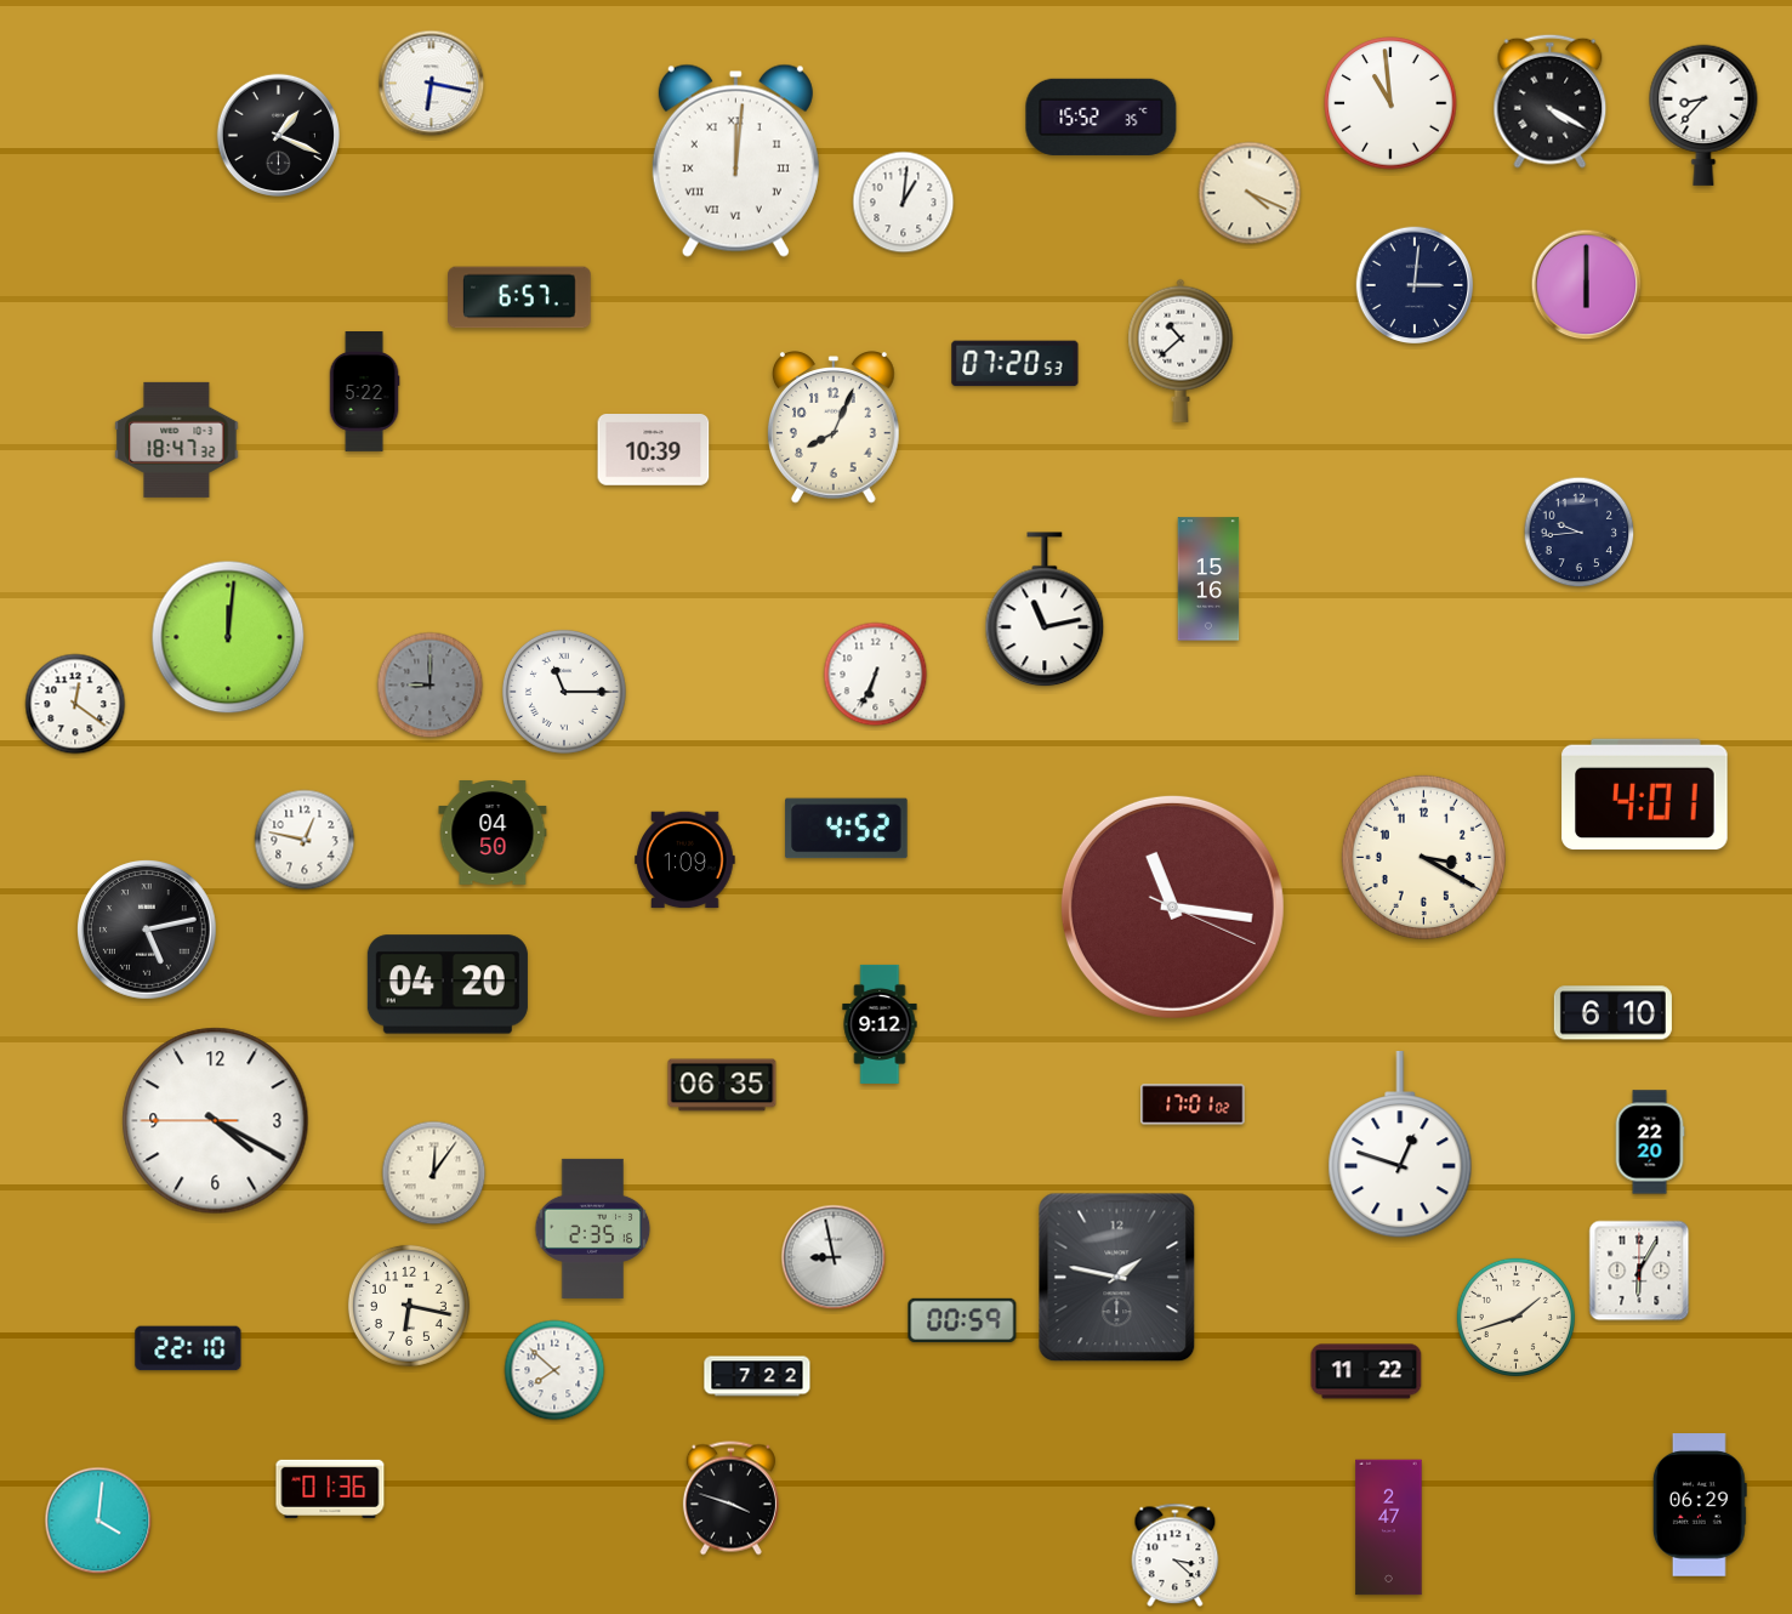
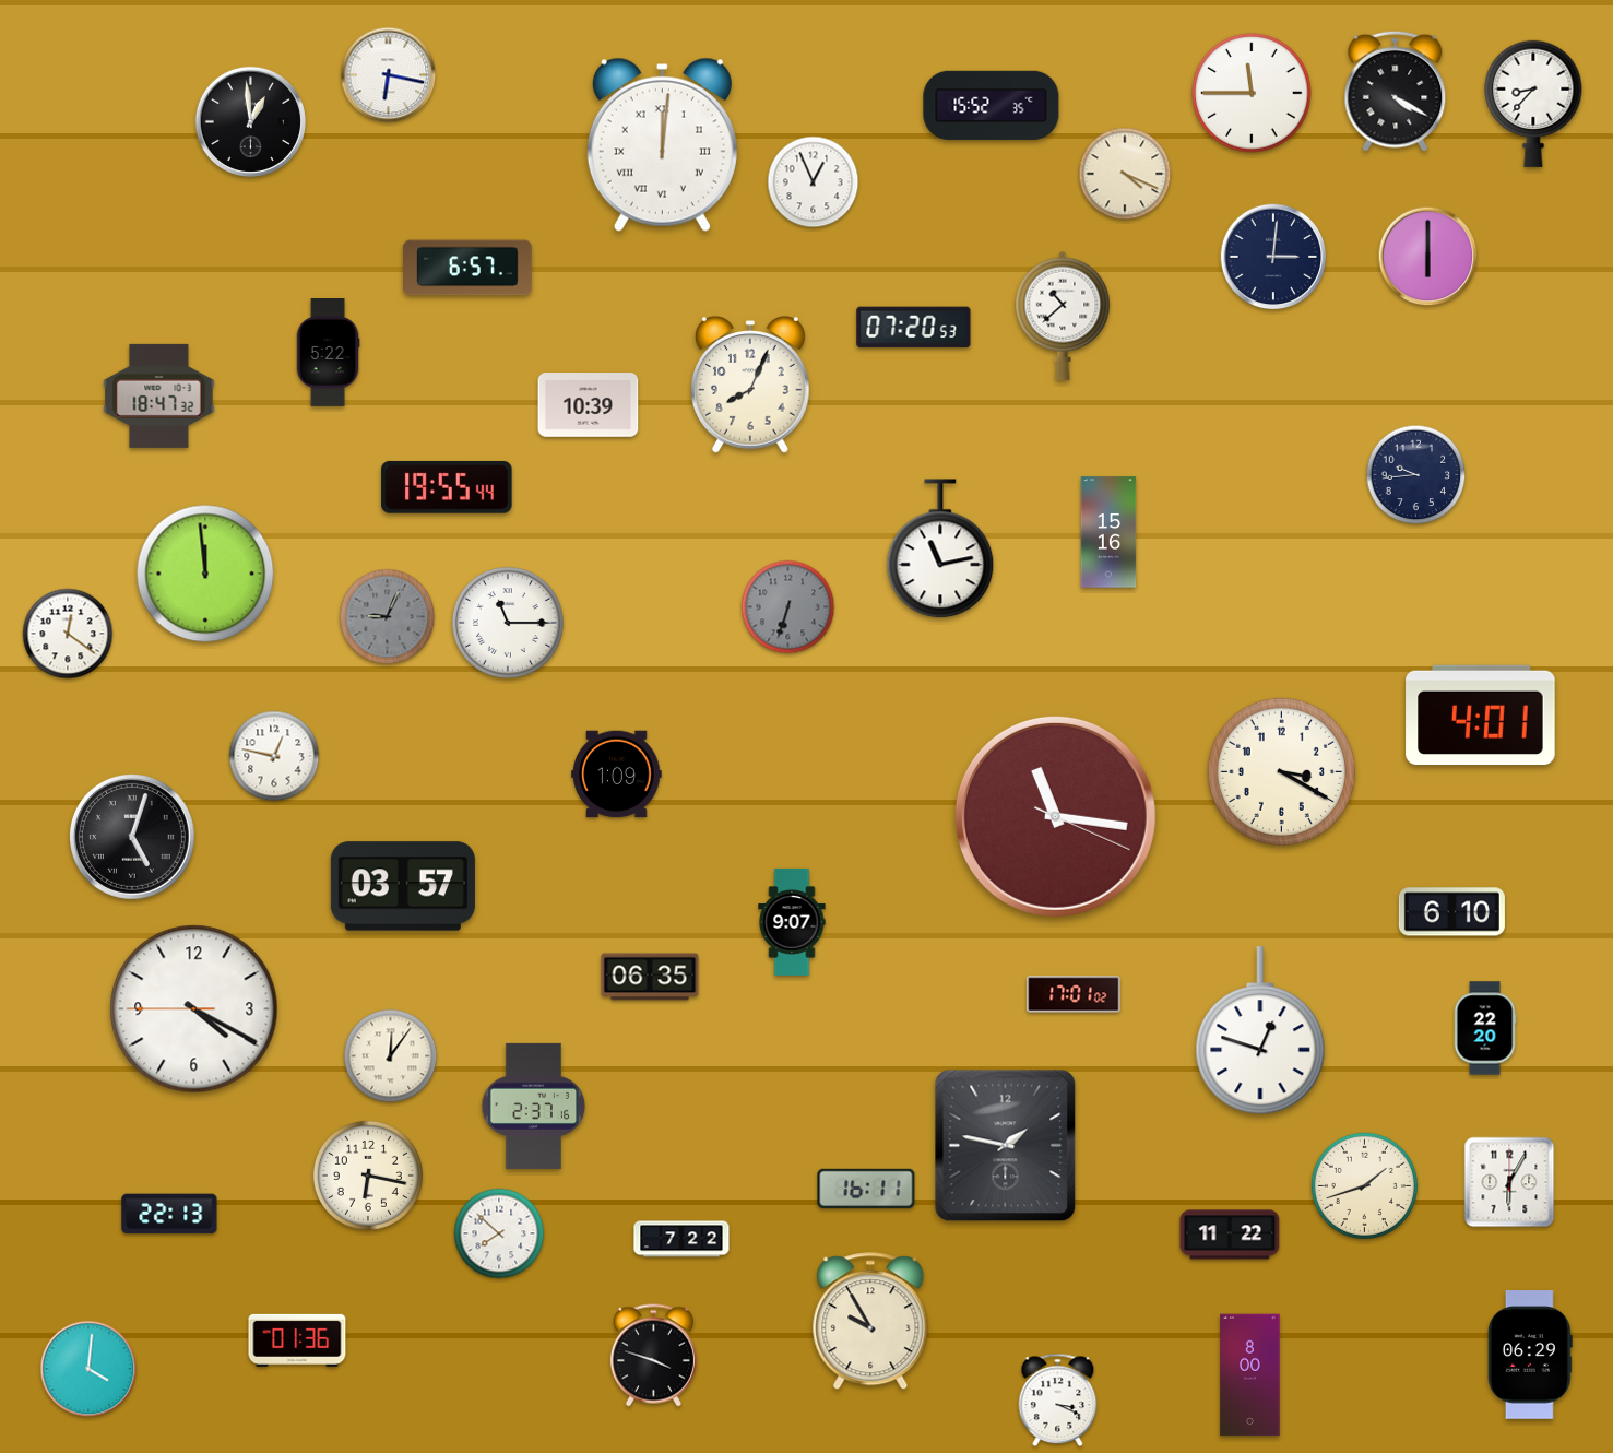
clock at (1390, 103): 10:59 -> 11:45
clock at (278, 135): 1:19 -> 12:59
clock at (904, 203): 1:01 -> 12:56
clock at (1580, 533) position: (1580, 533) -> (1416, 475)
clock at (447, 487): none -> 19:55
clock at (1208, 579) position: (1208, 579) -> (1108, 532)
clock at (228, 637): 12:01 -> 11:59
clock at (876, 675): 6:34 -> 6:33
clock at (876, 675) dial: white -> grey
clock at (431, 686): 9:00 -> 9:04
clock at (847, 829): 4:52 -> none
clock at (493, 834): 04:50 -> none
clock at (147, 930): 5:13 -> 5:03
clock at (448, 984): 04:20 -> 03:57
clock at (880, 1024): 9:12 -> 9:07
clock at (593, 1228): 2:35 -> 2:37
clock at (834, 1257): 8:58 -> none
clock at (1639, 1271) position: (1639, 1271) -> (1509, 1182)
clock at (1117, 1278) position: (1117, 1278) -> (1006, 1146)
clock at (962, 1319): 00:59 -> 16:11
clock at (188, 1348): 22:10 -> 22:13
clock at (870, 1322): none -> 9:55
clock at (730, 1499) position: (730, 1499) -> (653, 1356)
clock at (1389, 1528): 2:47 -> 8:00
clock at (1176, 1556): 3:22 -> 3:19
